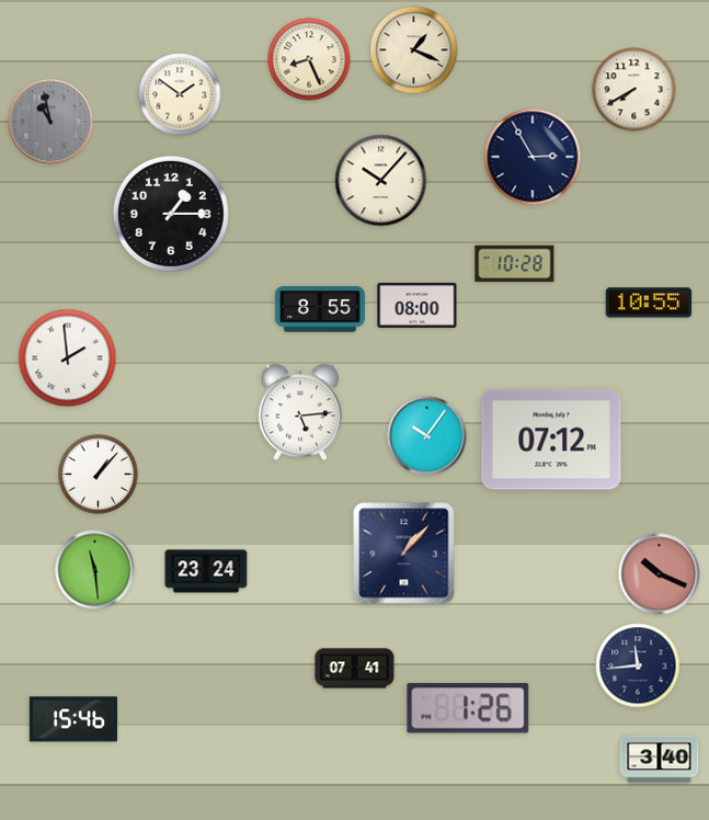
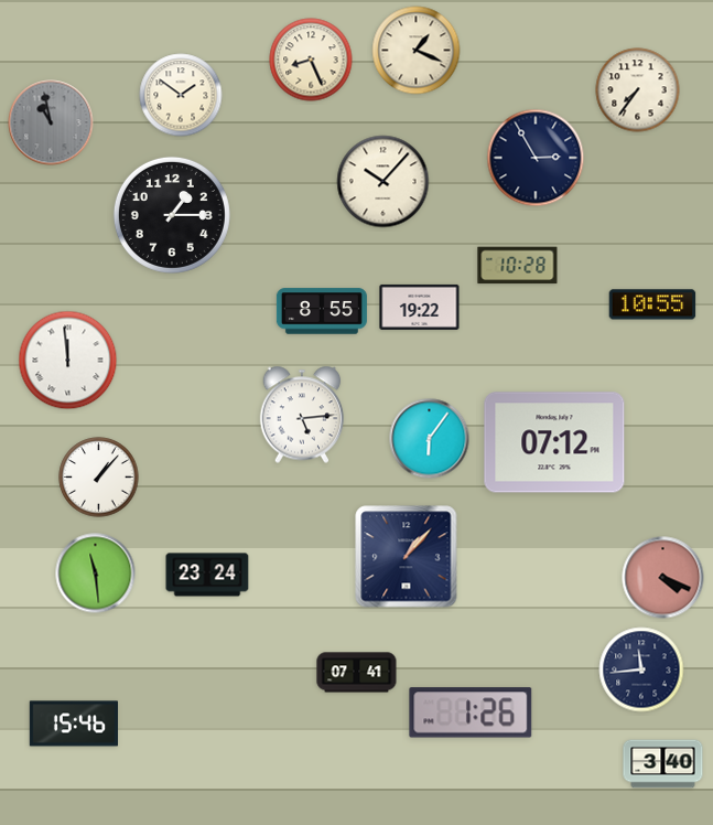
clock at (634, 90): 7:40 -> 7:36
clock at (418, 305): 08:00 -> 19:22
clock at (68, 358): 1:59 -> 11:59
clock at (427, 436): 10:06 -> 6:06
clock at (660, 574): 10:19 -> 4:19
